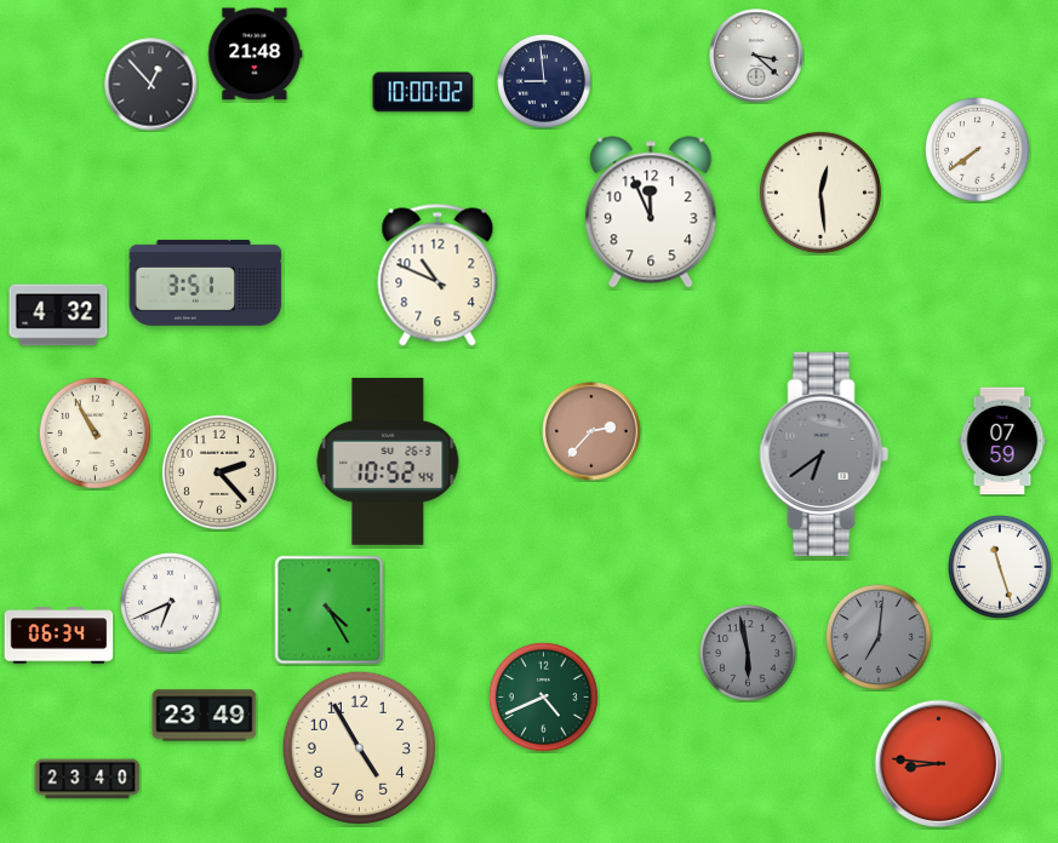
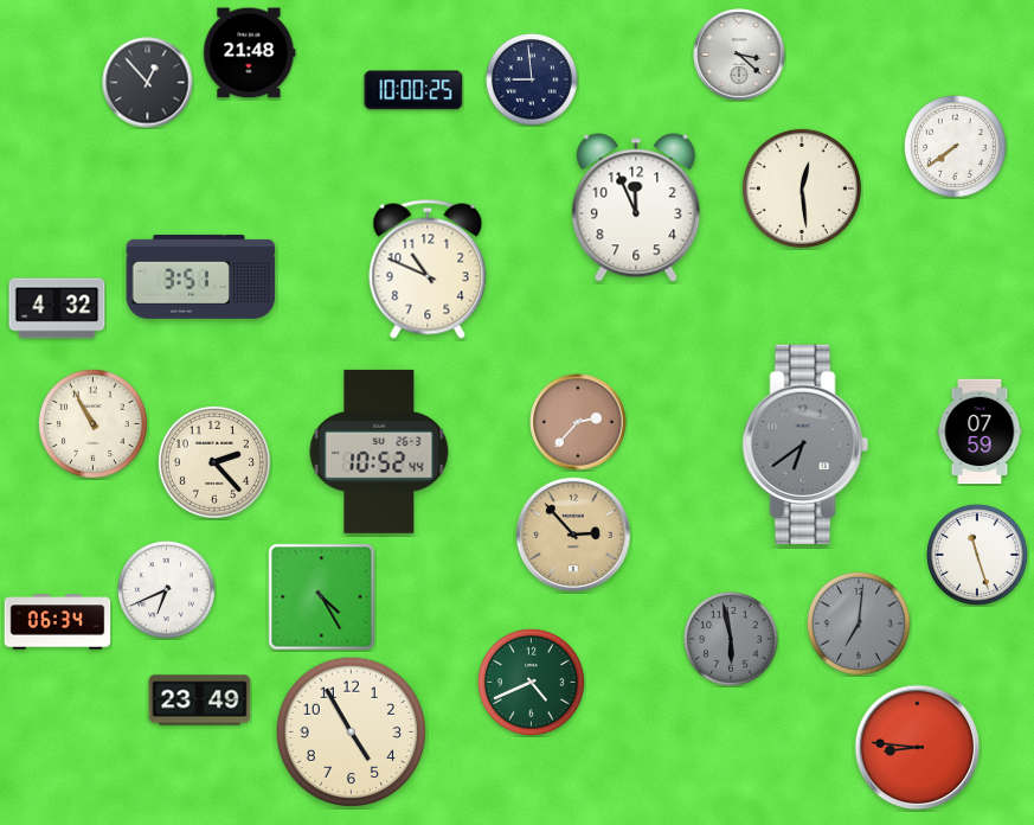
clock at (423, 92): 10:00:02 -> 10:00:25
clock at (573, 535): none -> 2:53
clock at (87, 779): 23:40 -> none
